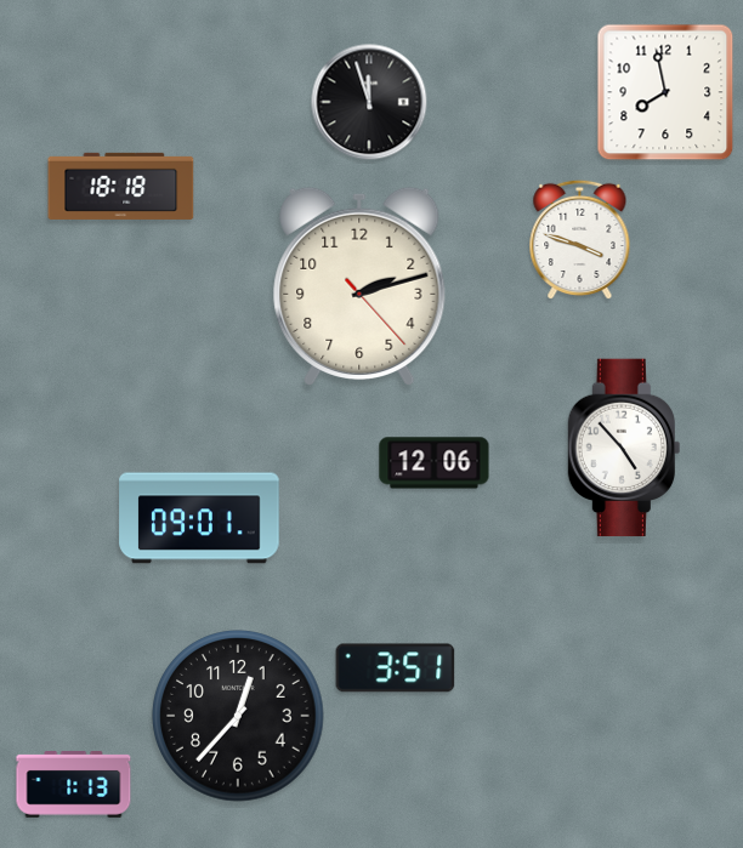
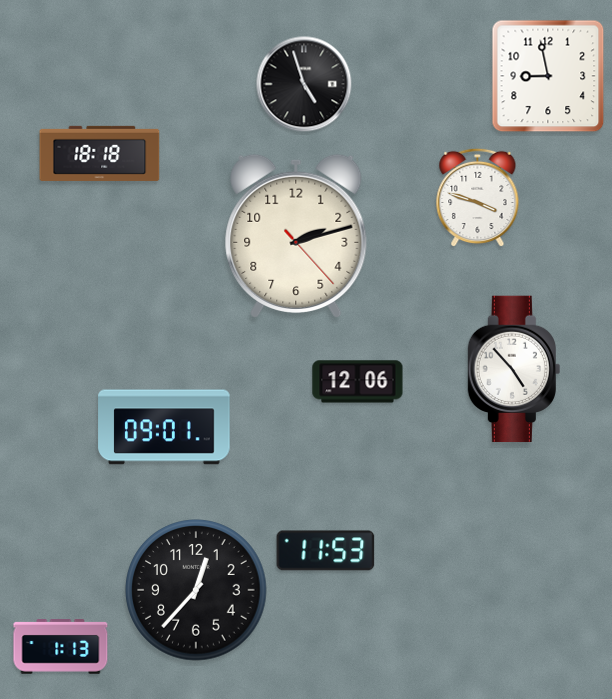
clock at (665, 92): 7:58 -> 8:58
clock at (369, 102): 11:57 -> 4:57
clock at (396, 668): 3:51 -> 11:53
